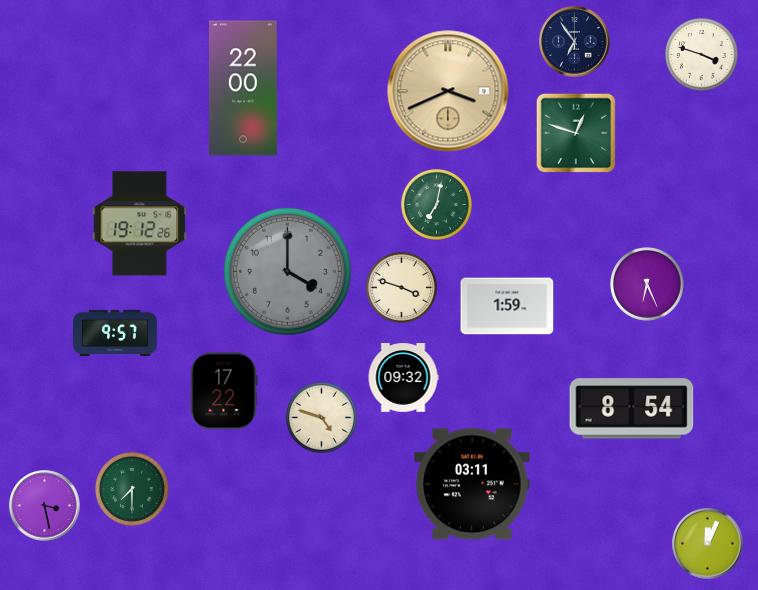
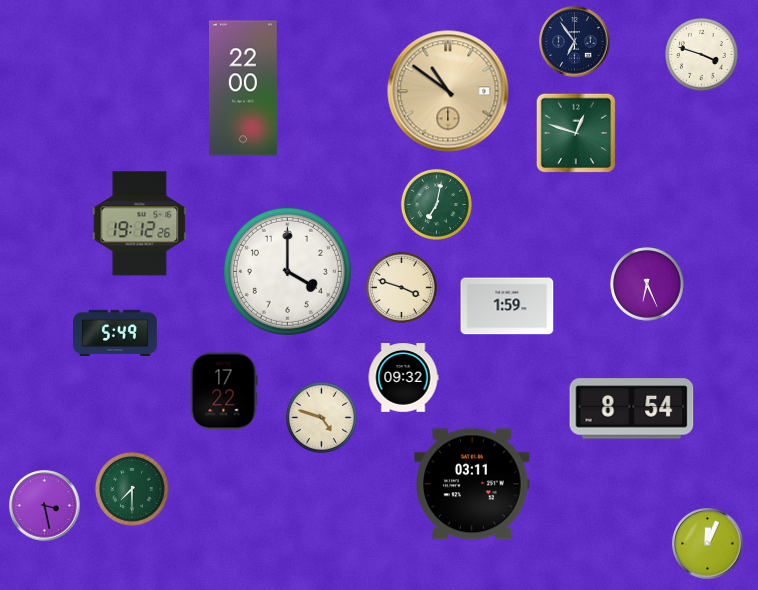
clock at (448, 91): 3:41 -> 10:51
clock at (287, 271) dial: grey -> white
clock at (116, 332): 9:57 -> 5:49
